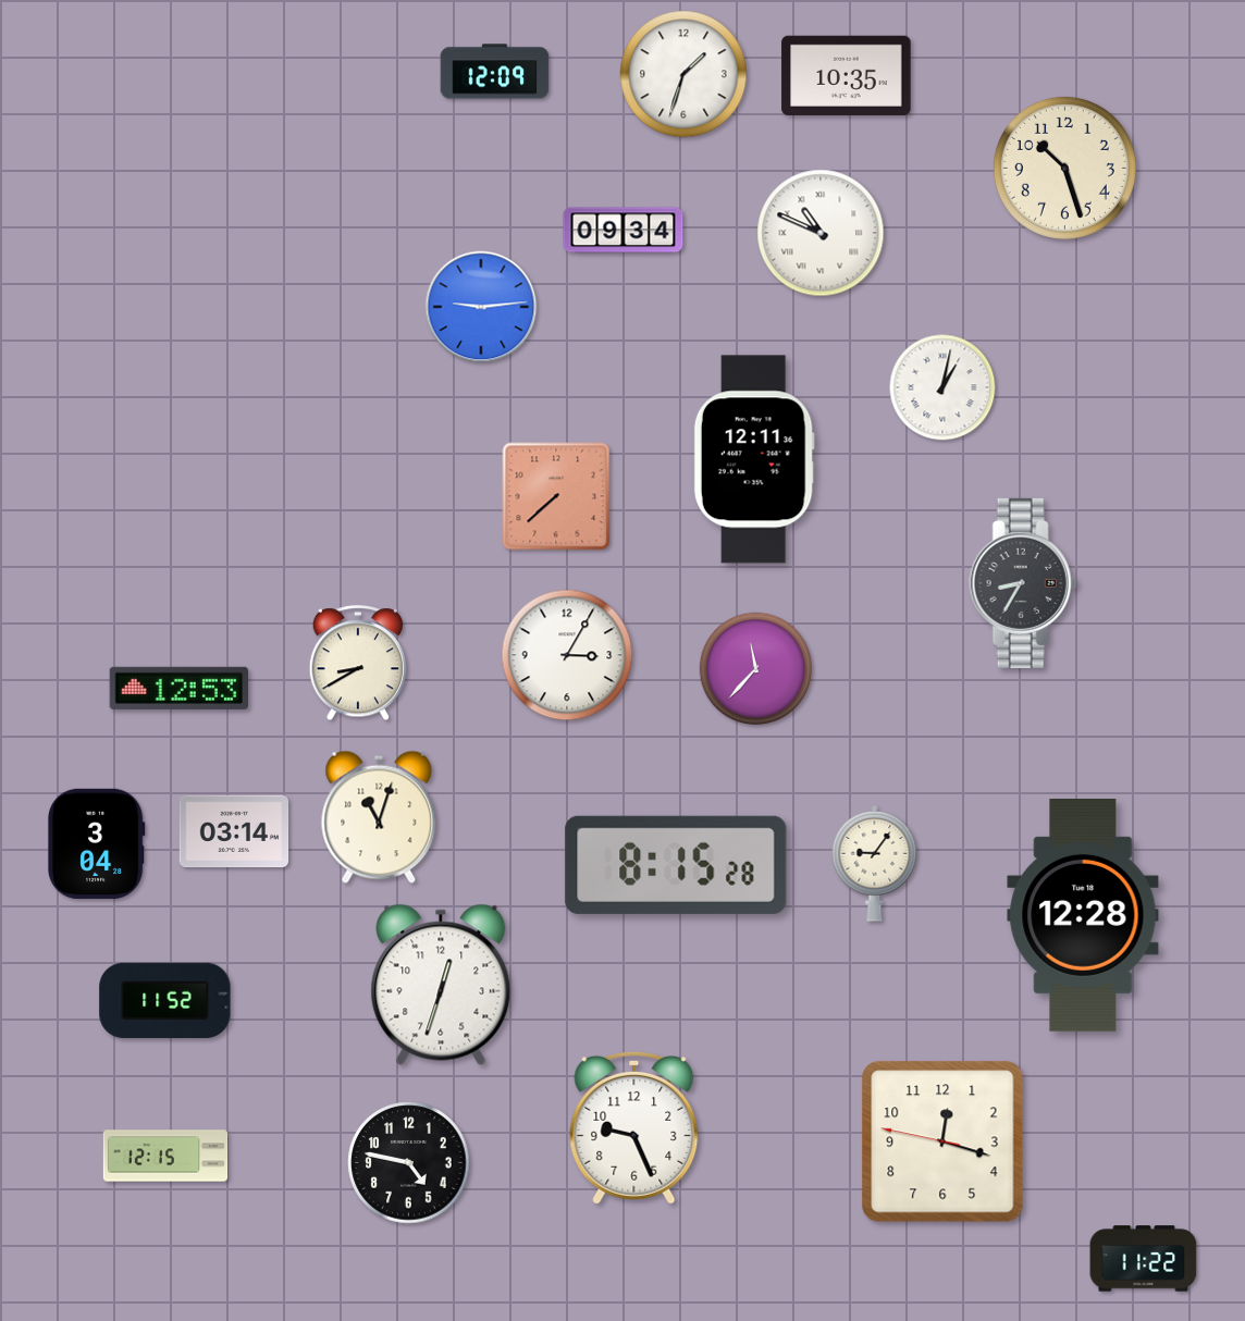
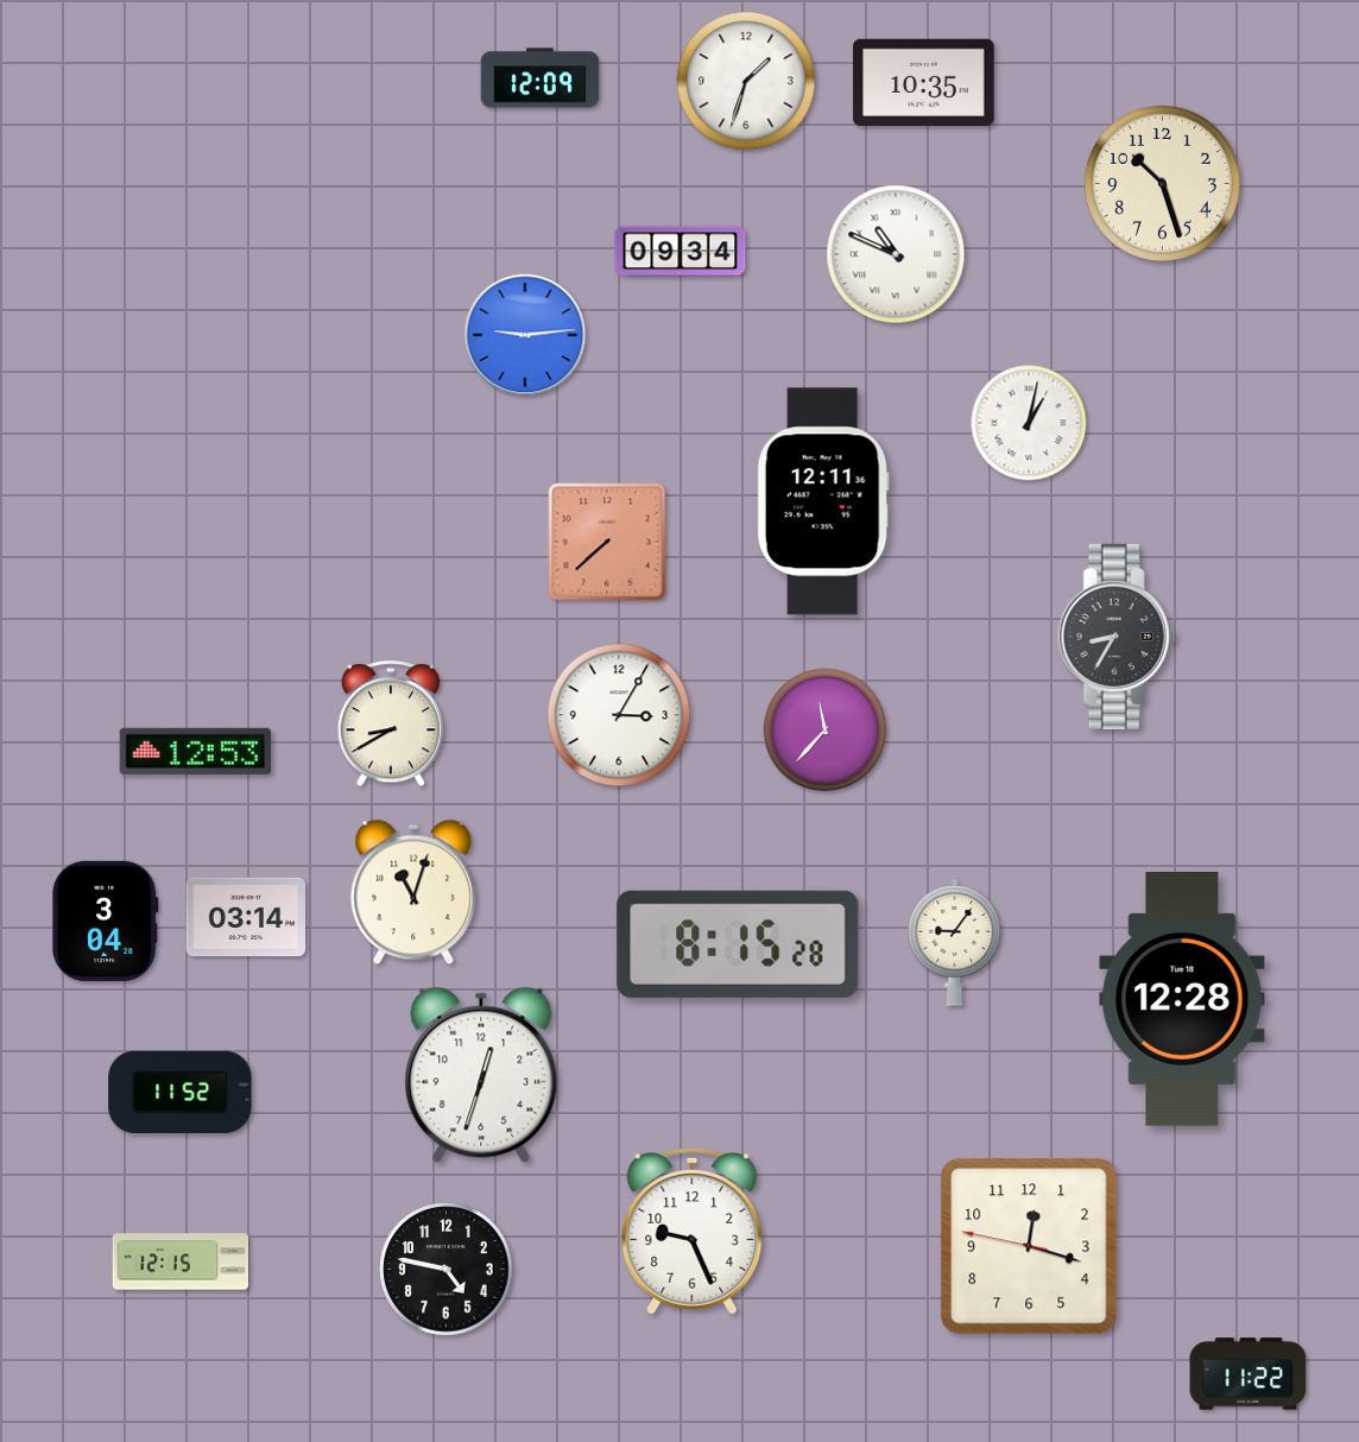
clock at (234, 831) position: (234, 831) -> (246, 917)
